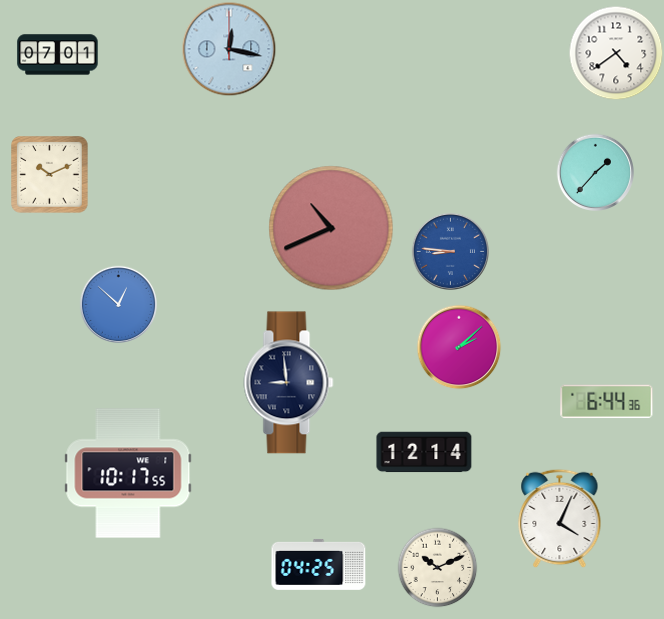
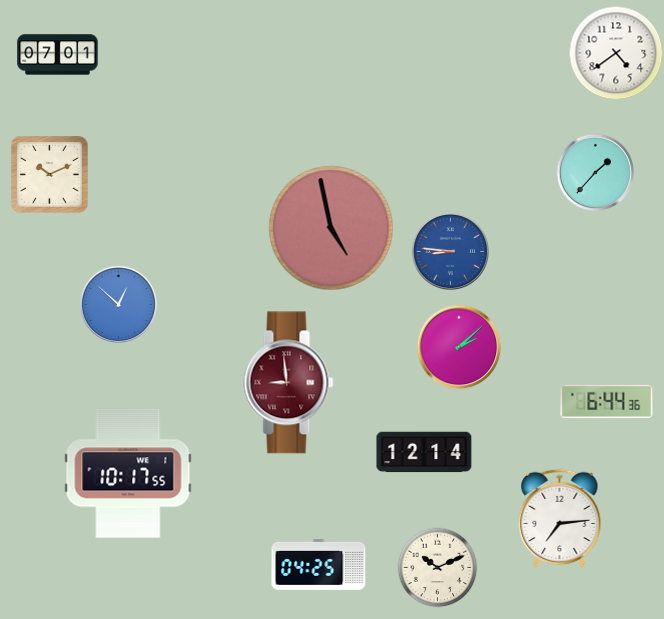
clock at (229, 49): 12:17 -> none
clock at (331, 228): 10:41 -> 4:58
clock at (289, 383) dial: navy -> burgundy
clock at (560, 518): 4:04 -> 7:14
